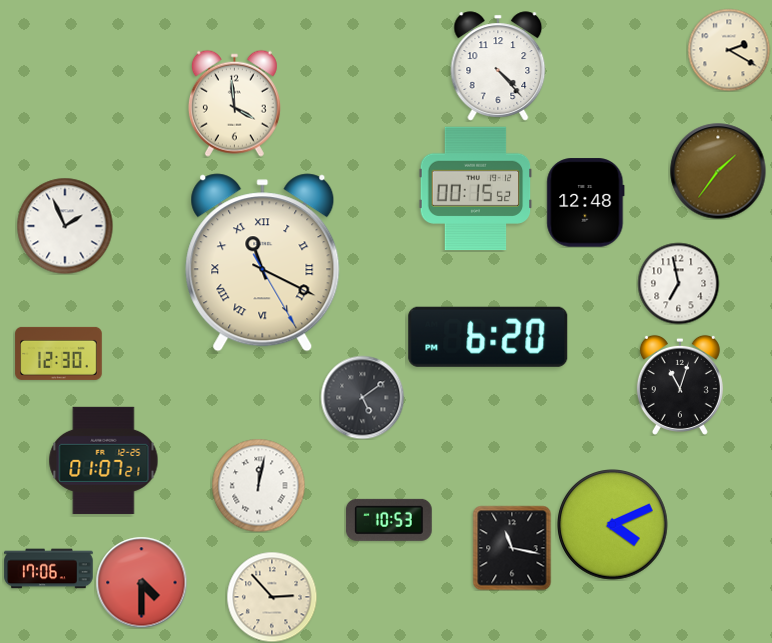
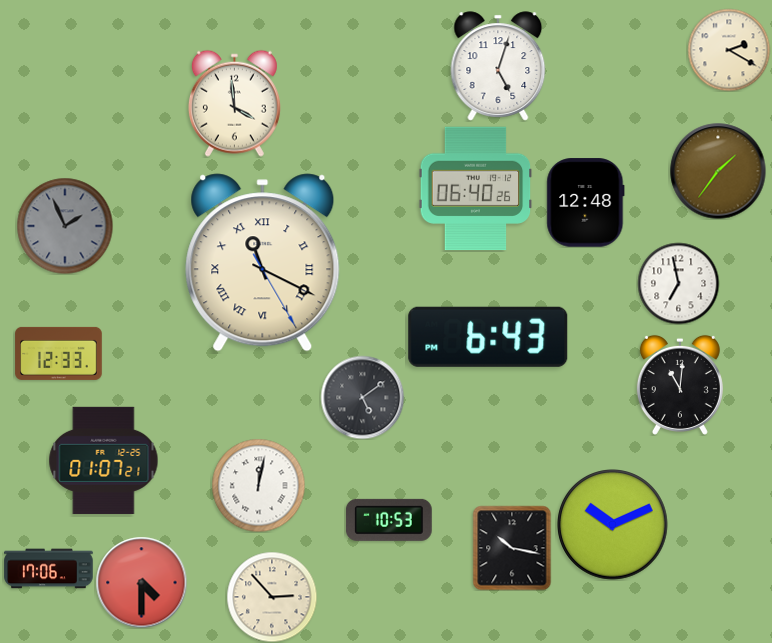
clock at (498, 66): 4:23 -> 5:03
clock at (476, 189): 00:15 -> 06:40
clock at (65, 226) dial: white -> grey
clock at (488, 337): 6:20 -> 6:43
clock at (59, 353): 12:30 -> 12:33
clock at (680, 385): 11:03 -> 11:01
clock at (613, 525): 4:11 -> 10:11
clock at (512, 548): 11:17 -> 10:17
